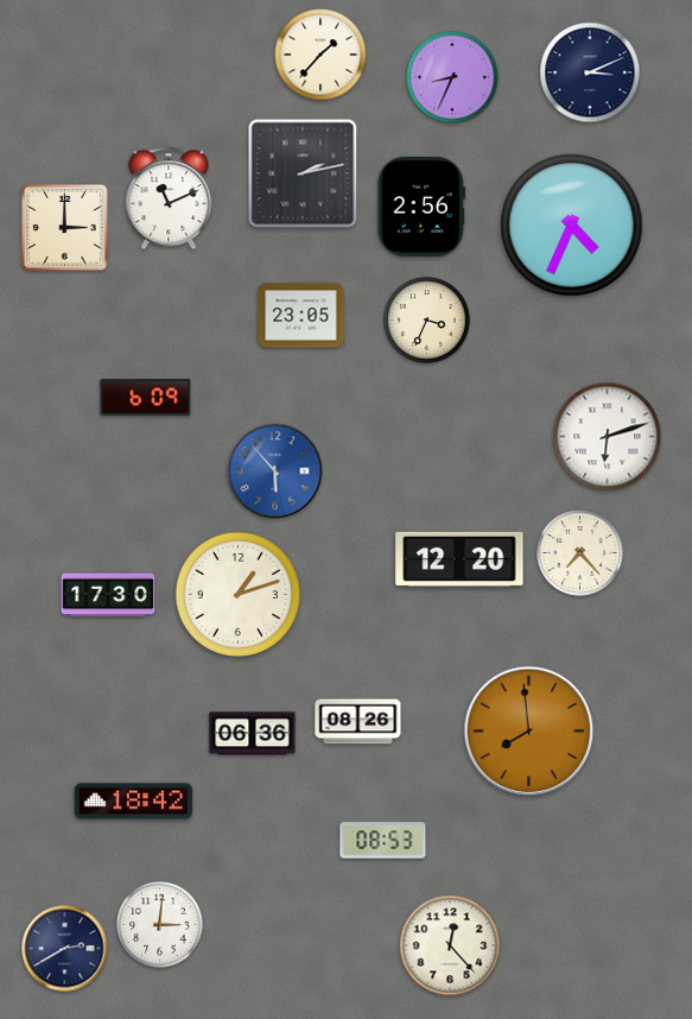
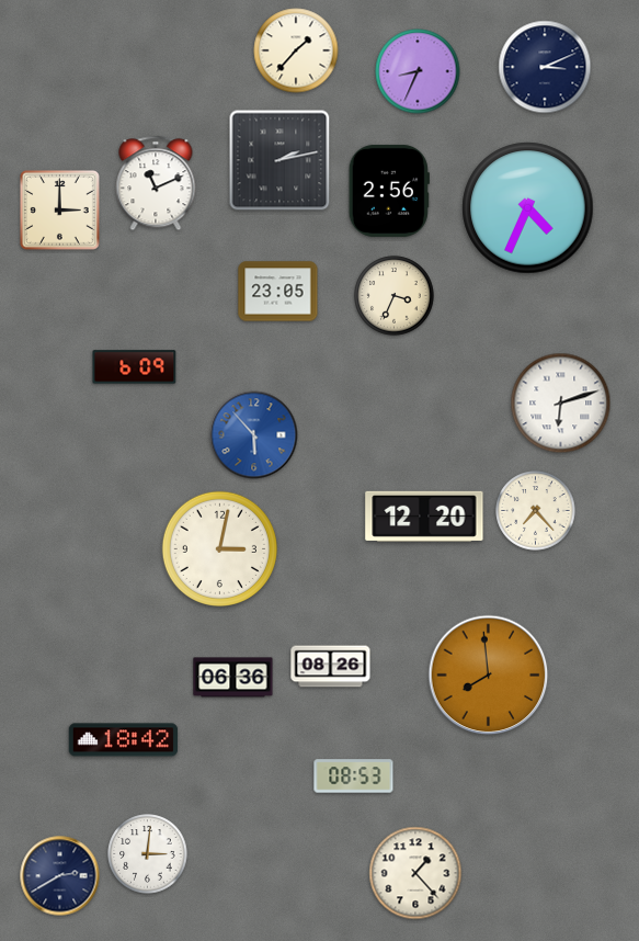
clock at (237, 594): 1:12 -> 3:02
clock at (108, 595): 17:30 -> none
clock at (450, 945): 12:23 -> 1:23
